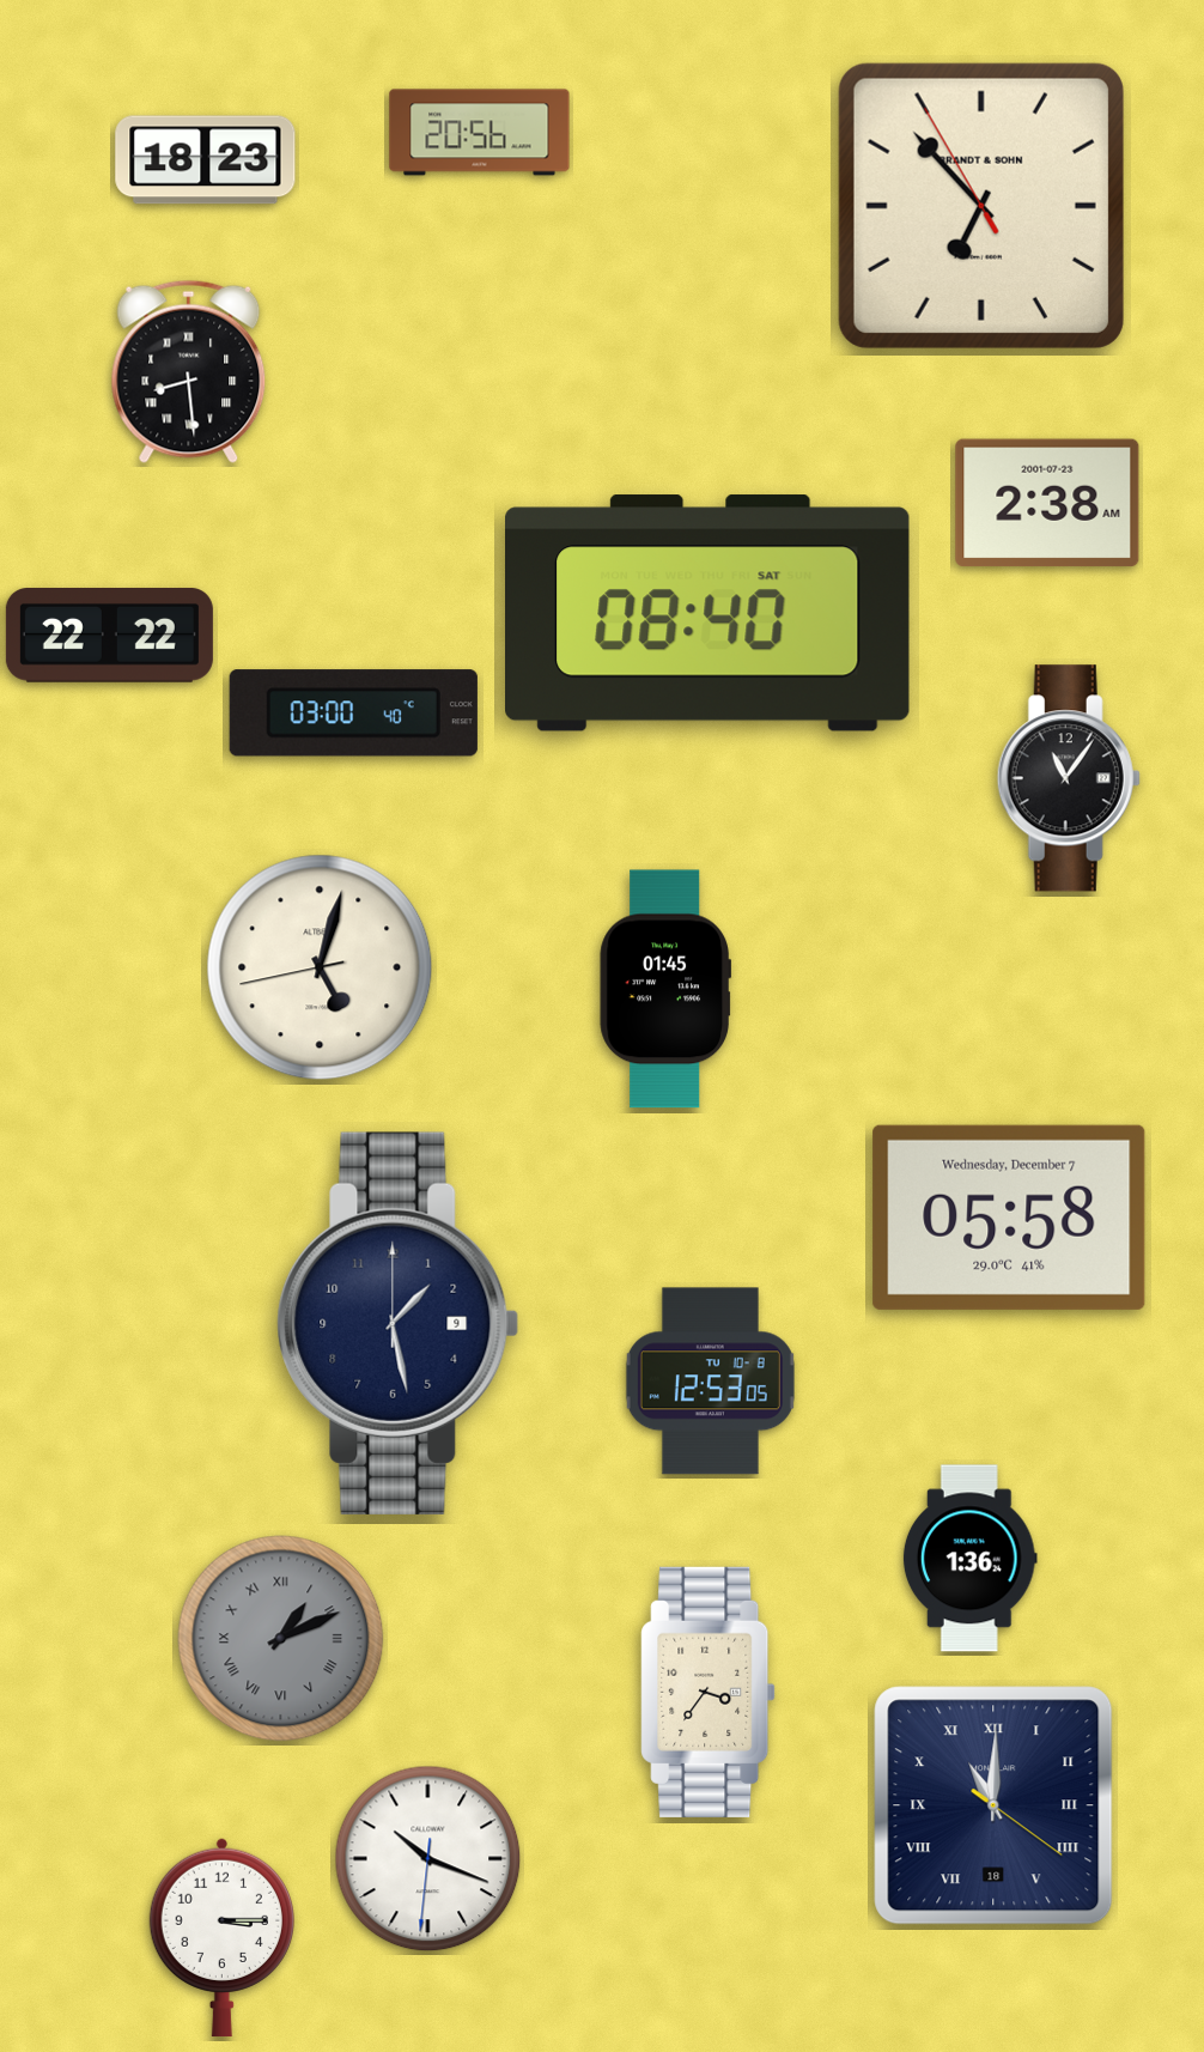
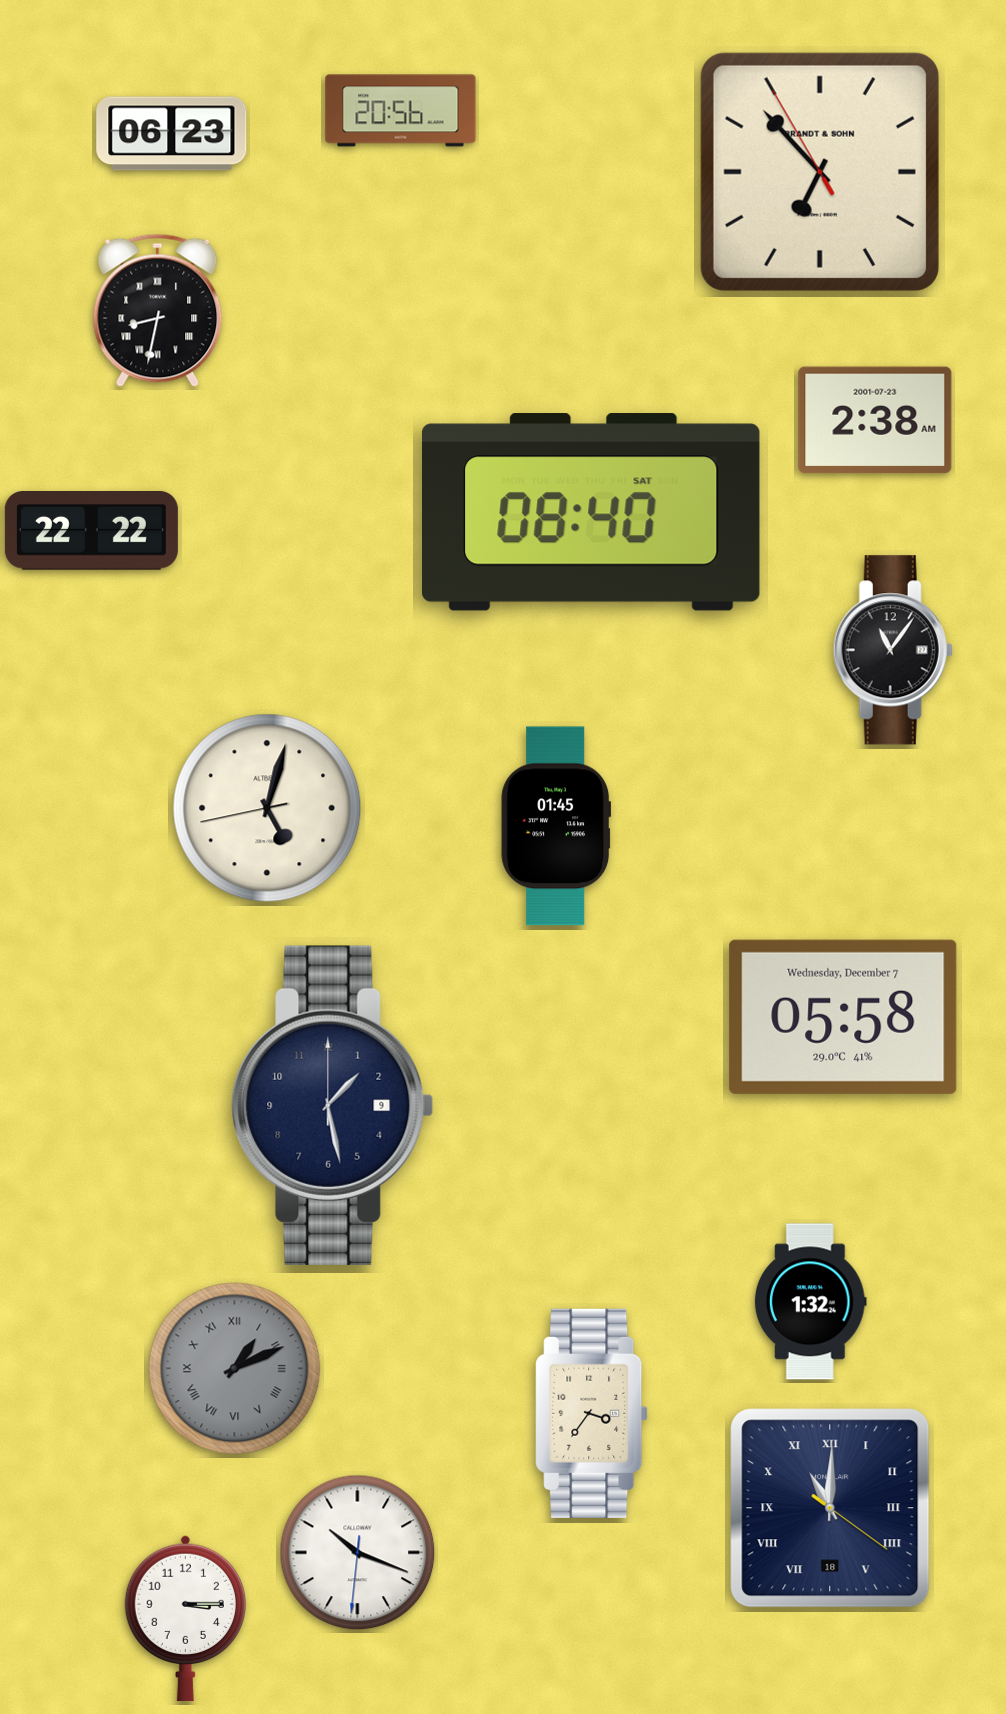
clock at (206, 160): 18:23 -> 06:23
clock at (189, 371): 8:29 -> 8:32
clock at (353, 714): 03:00 -> none
clock at (710, 1382): 12:53 -> none
clock at (969, 1559): 1:36 -> 1:32
